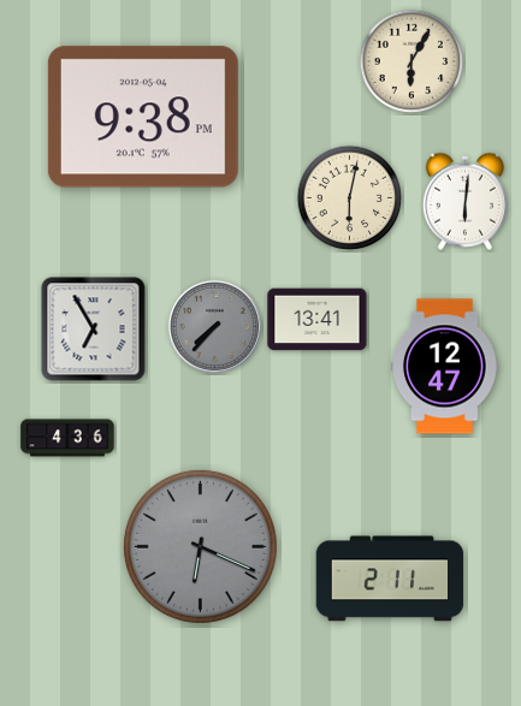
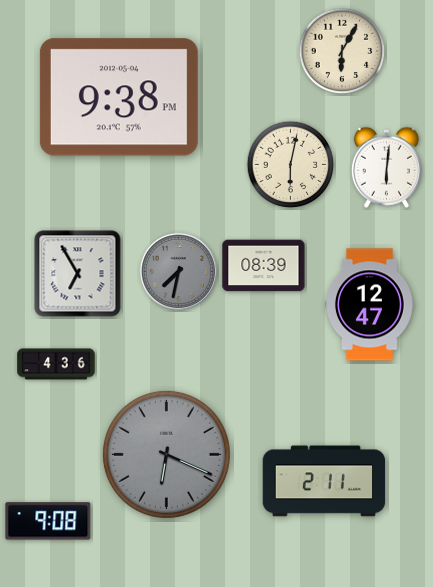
clock at (318, 320): 13:41 -> 08:39
clock at (214, 326): 7:37 -> 7:32
clock at (48, 521): none -> 9:08
